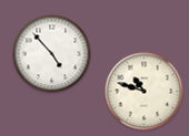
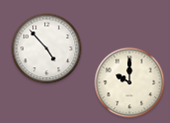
clock at (145, 92): 10:48 -> 10:00
